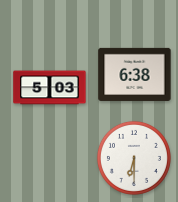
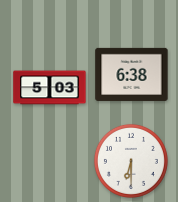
clock at (135, 74) position: (135, 74) -> (132, 74)
clock at (134, 158) position: (134, 158) -> (131, 161)
